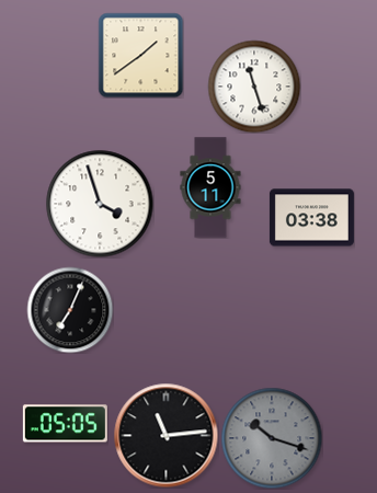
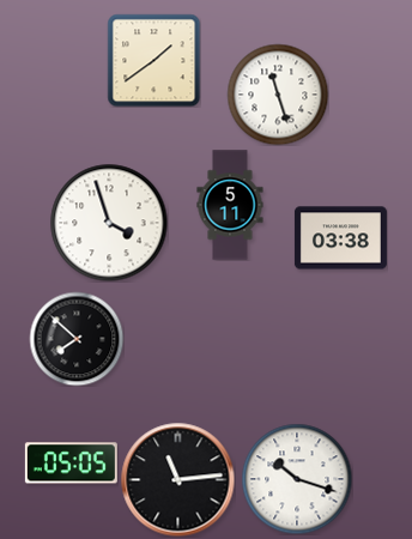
clock at (70, 310): 7:04 -> 7:52
clock at (165, 435) position: (165, 435) -> (177, 479)
clock at (272, 438) dial: grey -> white
